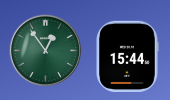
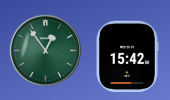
clock at (127, 56): 15:44 -> 15:42
